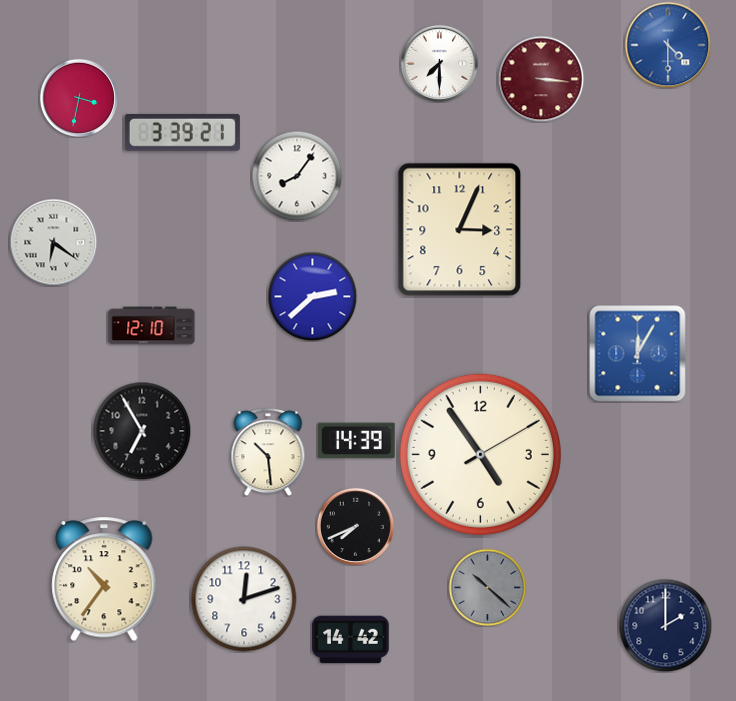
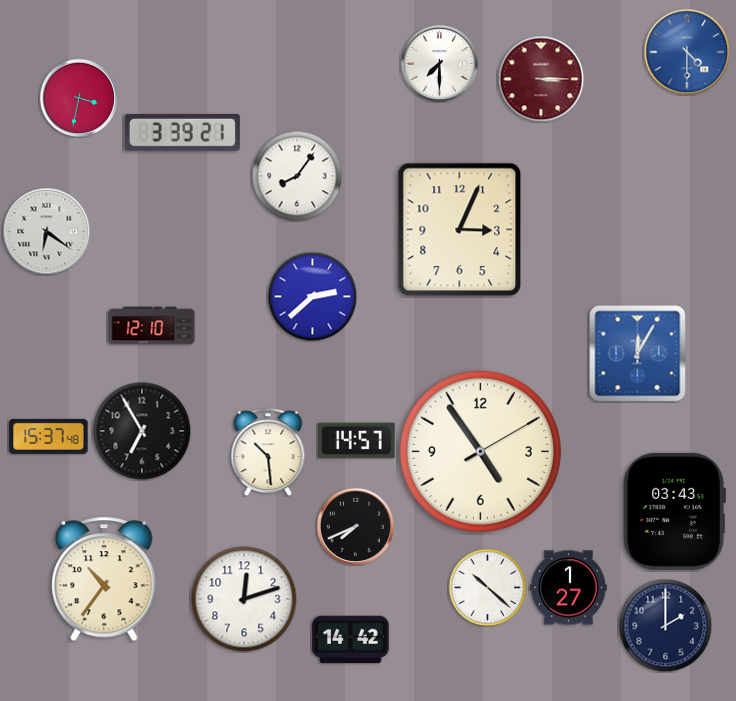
clock at (668, 45) position: (668, 45) -> (687, 52)
clock at (541, 79): 3:16 -> 3:15
clock at (53, 242) position: (53, 242) -> (46, 231)
clock at (49, 436): none -> 15:37
clock at (357, 441): 14:39 -> 14:57
clock at (480, 454) position: (480, 454) -> (480, 451)
clock at (674, 511): none -> 03:43
clock at (487, 587) dial: grey -> white
clock at (569, 588): none -> 1:27
